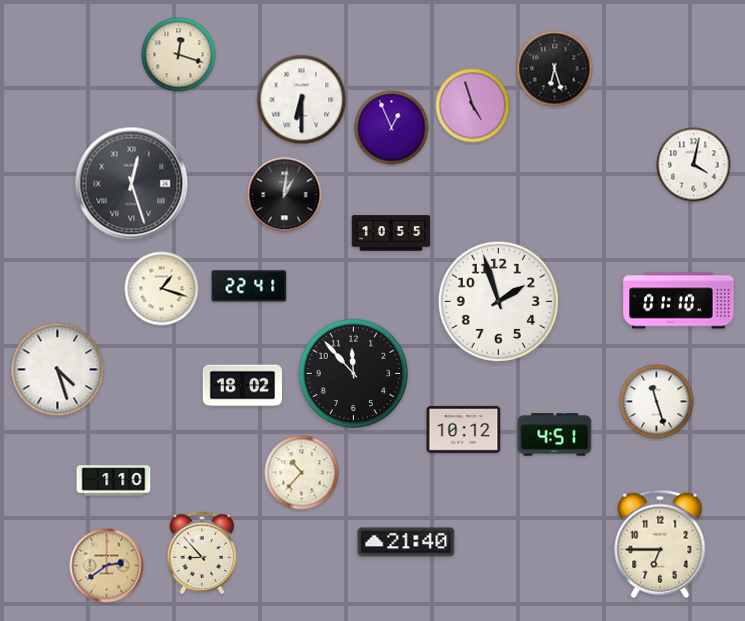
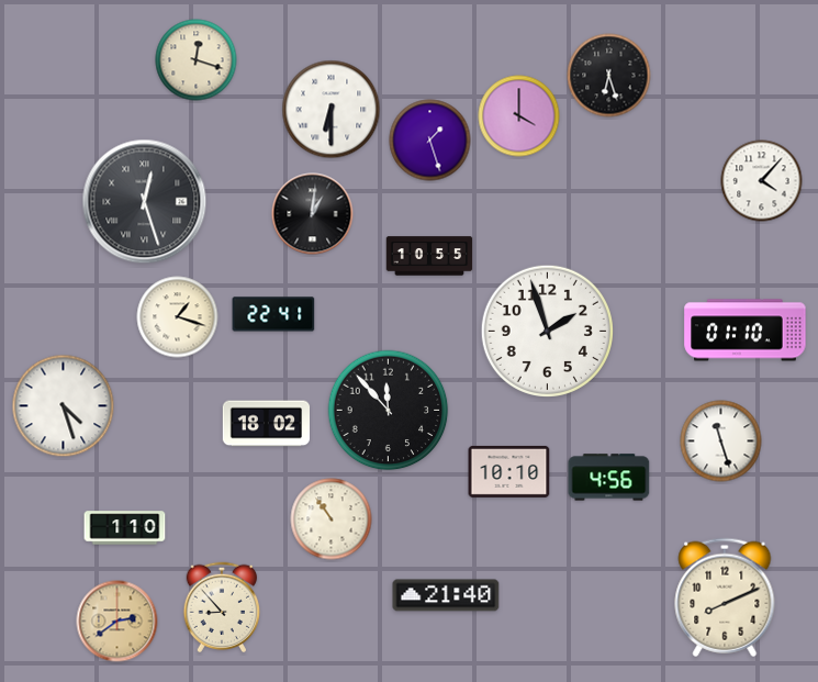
clock at (473, 106): 4:57 -> 4:00
clock at (392, 128): 12:56 -> 1:27
clock at (694, 165): 4:02 -> 4:07
clock at (464, 429): 10:12 -> 10:10
clock at (555, 435): 4:51 -> 4:56
clock at (302, 473): 10:37 -> 10:54
clock at (660, 544): 6:45 -> 8:11
